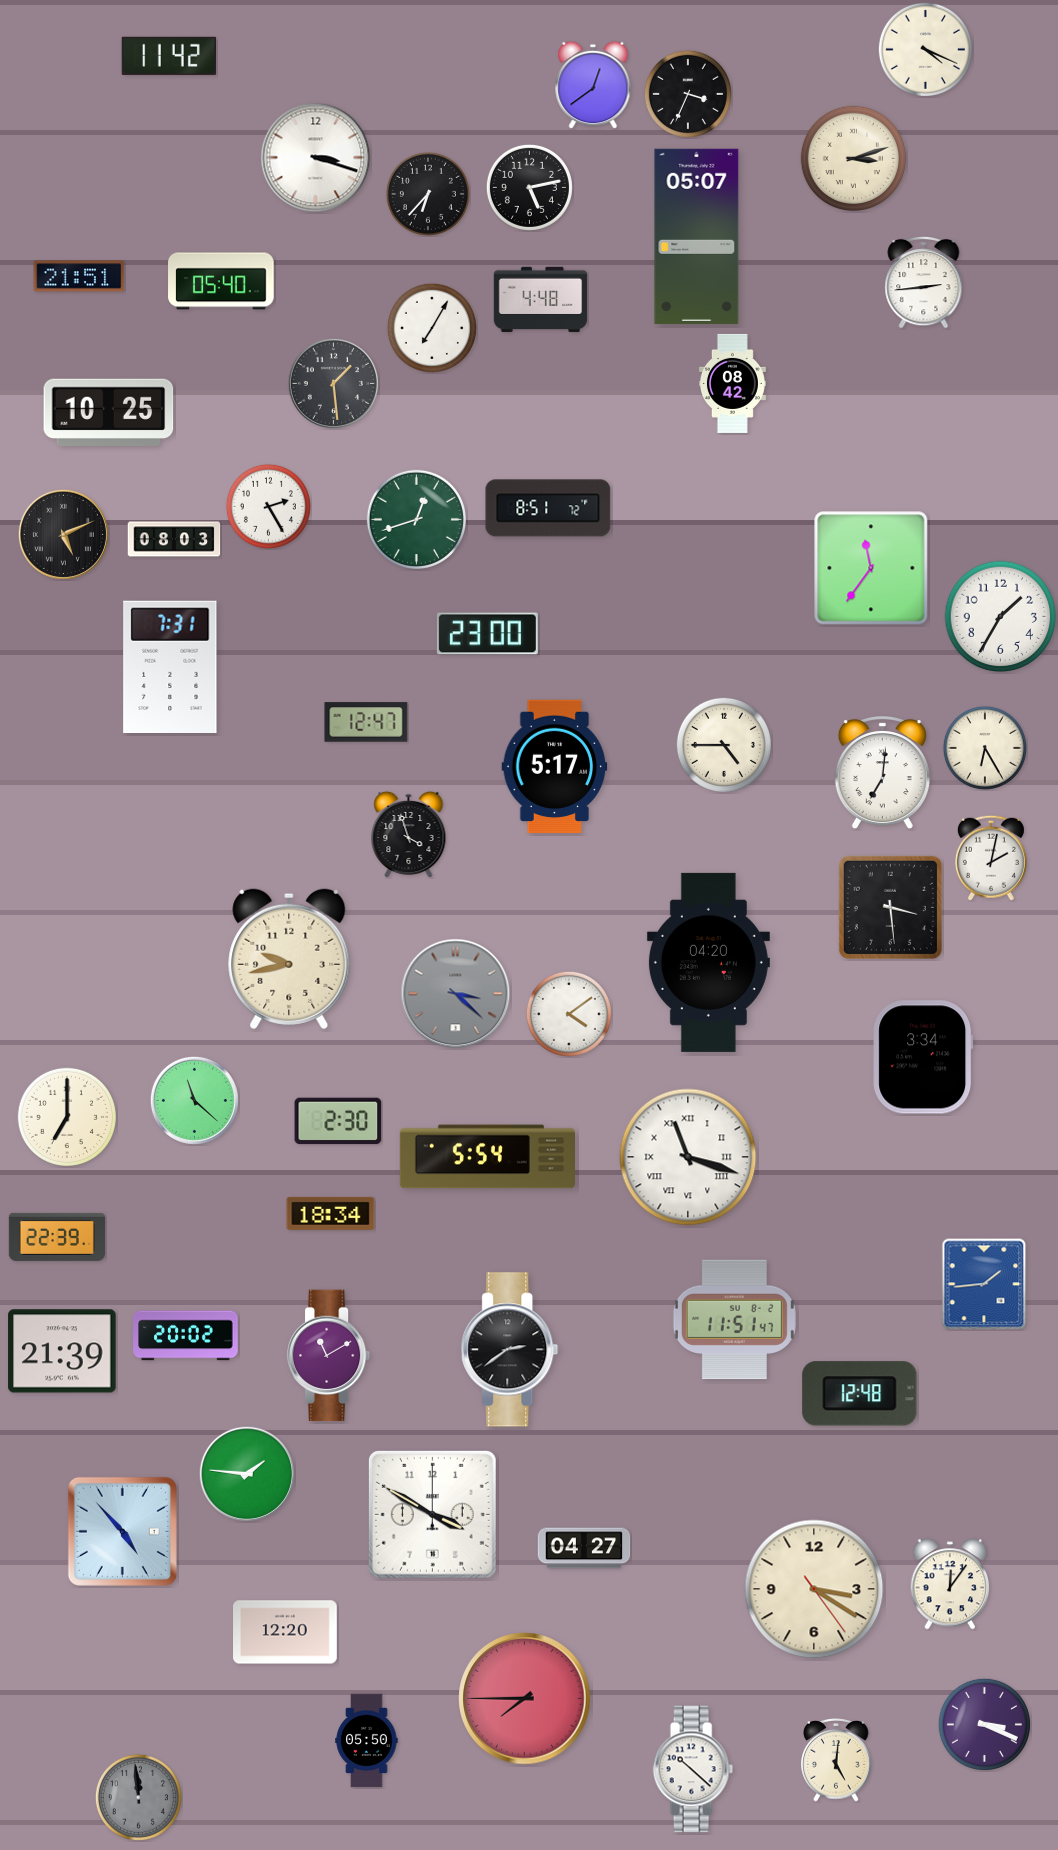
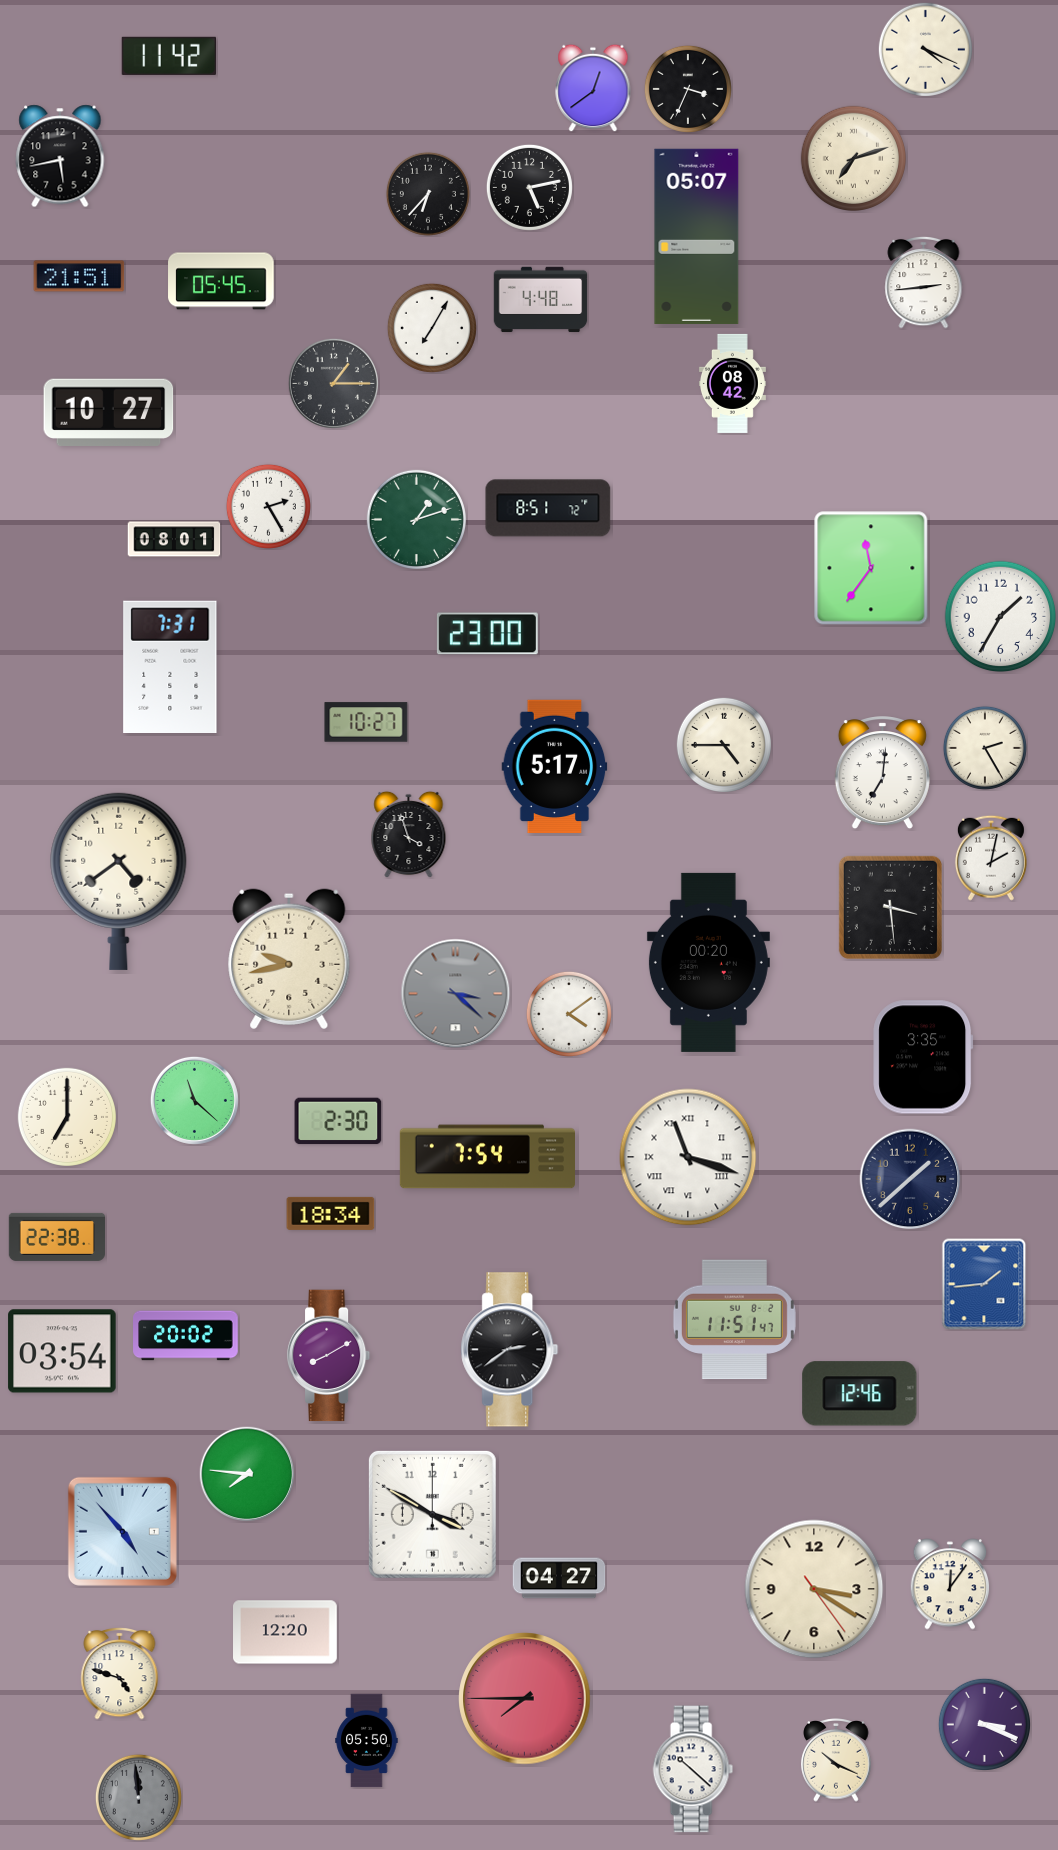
clock at (593, 85) position: (593, 85) -> (593, 88)
clock at (688, 94) position: (688, 94) -> (688, 89)
clock at (60, 156): none -> 5:43
clock at (316, 158): 3:18 -> none
clock at (853, 158): 3:12 -> 7:12
clock at (221, 281): 05:40 -> 05:45
clock at (333, 383): 1:29 -> 1:15
clock at (109, 412): 10:25 -> 10:27
clock at (416, 519): 12:42 -> 1:12
clock at (63, 534): 5:11 -> none
clock at (174, 539): 08:03 -> 08:01
clock at (366, 722): 12:47 -> 10:27
clock at (985, 748): 6:25 -> 2:25
clock at (119, 881): none -> 4:39
clock at (708, 962): 04:20 -> 00:20
clock at (923, 1057): 3:34 -> 3:35
clock at (487, 1157): 5:54 -> 7:54
clock at (910, 1179): none -> 1:38
clock at (56, 1237): 22:39 -> 22:38
clock at (62, 1351): 21:39 -> 03:54
clock at (329, 1356): 11:10 -> 8:10
clock at (860, 1394): 12:48 -> 12:46
clock at (247, 1474): 1:46 -> 7:46
clock at (584, 1548) position: (584, 1548) -> (559, 1578)
clock at (120, 1673): none -> 4:48
clock at (836, 1760): 5:01 -> 10:19
